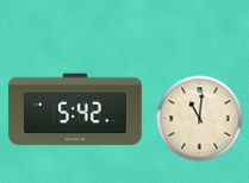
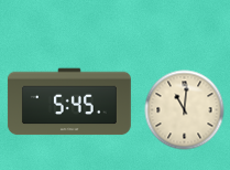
clock at (75, 109): 5:42 -> 5:45
